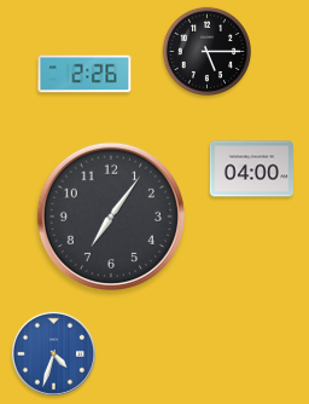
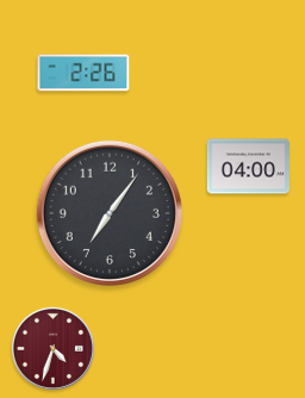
clock at (206, 51): 5:15 -> none
clock at (53, 353) dial: blue -> burgundy
